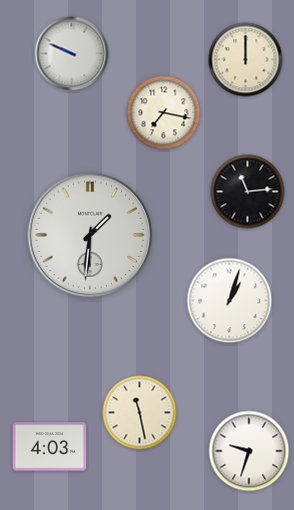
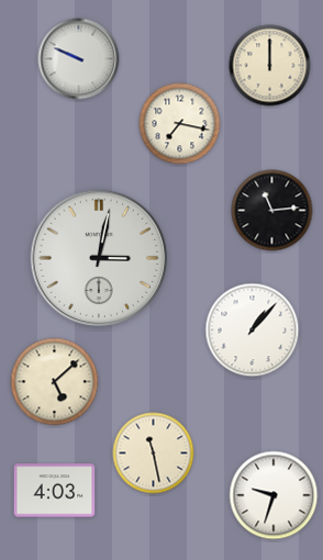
clock at (90, 235): 1:31 -> 3:02
clock at (230, 301): 1:03 -> 1:07
clock at (55, 382): none -> 5:08
